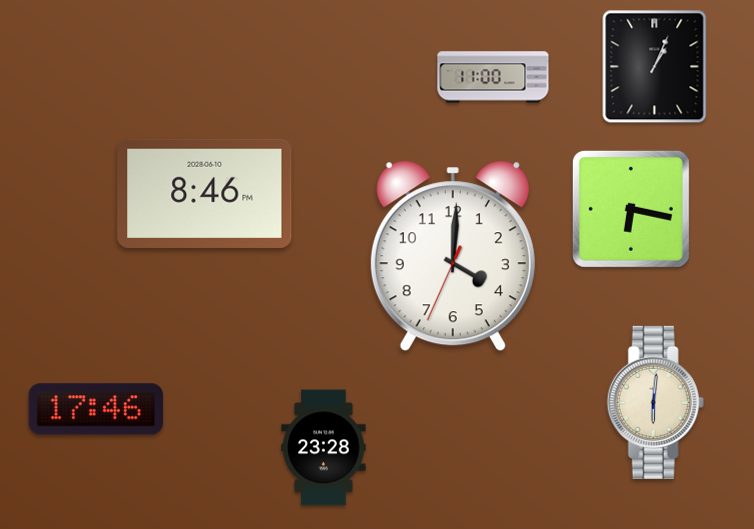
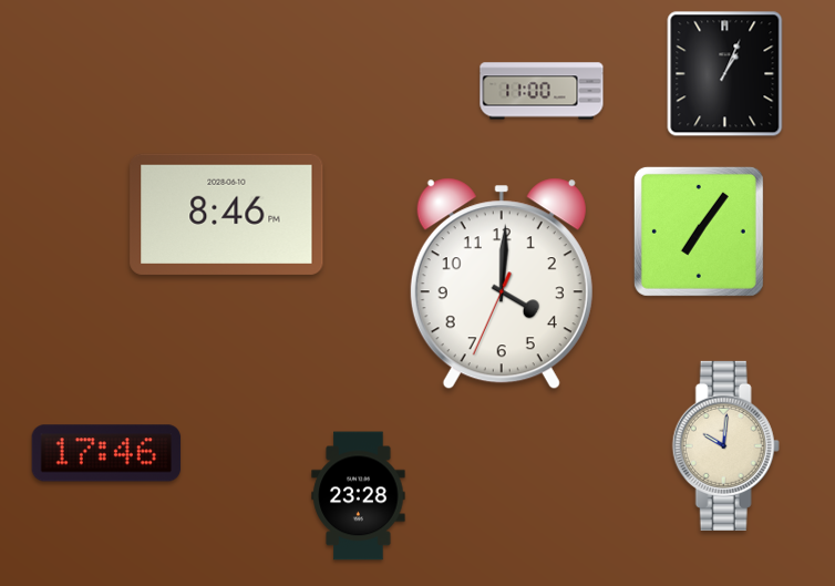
clock at (493, 77) position: (493, 77) -> (542, 91)
clock at (631, 209): 6:17 -> 7:06
clock at (655, 402): 6:01 -> 10:01
